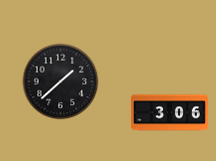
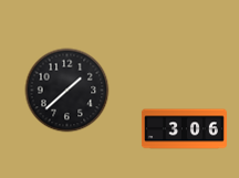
clock at (169, 113) position: (169, 113) -> (184, 129)
